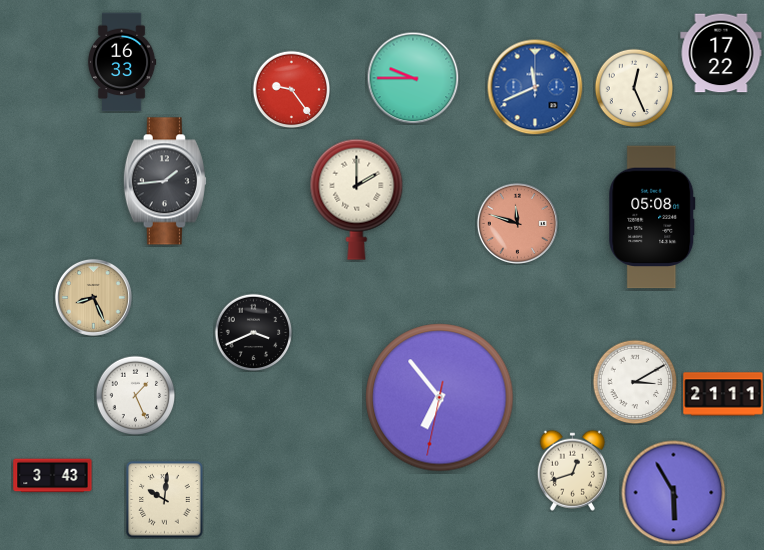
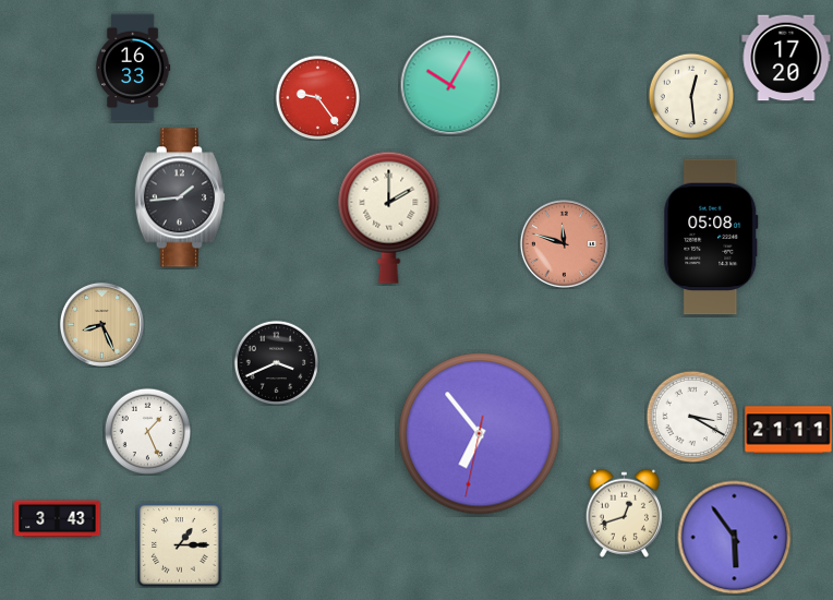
clock at (721, 53): 17:22 -> 17:20
clock at (413, 78): 9:45 -> 10:05
clock at (535, 87): 11:41 -> none
clock at (634, 88): 12:26 -> 12:29
clock at (635, 382): 3:10 -> 3:20
clock at (674, 493): 5:55 -> 5:54
clock at (165, 500): 10:01 -> 1:15
